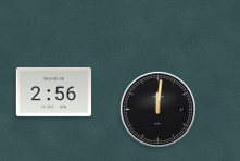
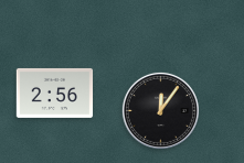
clock at (157, 109): 12:01 -> 12:06
